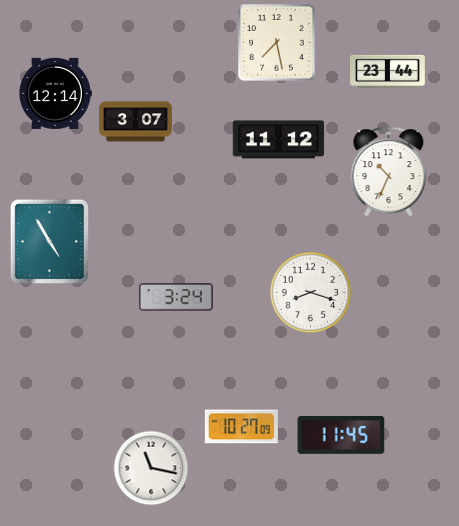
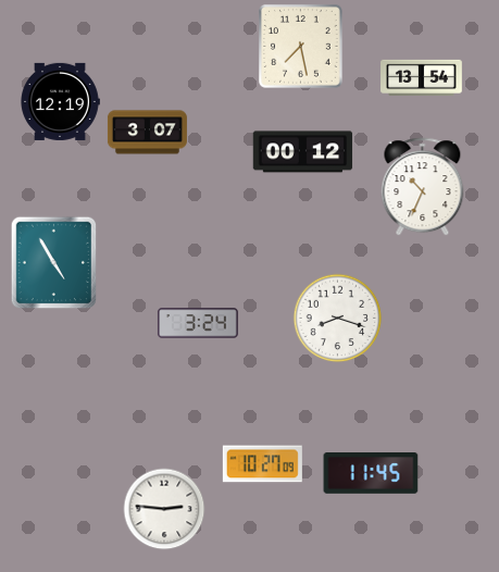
clock at (388, 72): 23:44 -> 13:54
clock at (55, 93): 12:14 -> 12:19
clock at (279, 140): 11:12 -> 00:12
clock at (176, 297) position: (176, 297) -> (198, 323)
clock at (151, 468): 11:17 -> 2:46
